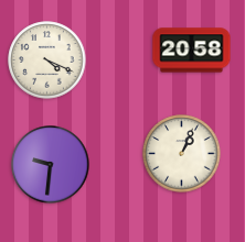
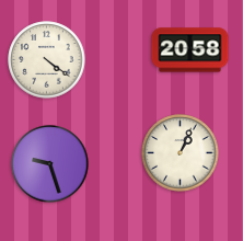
clock at (47, 61): 4:19 -> 4:21
clock at (51, 165): 9:31 -> 9:27
